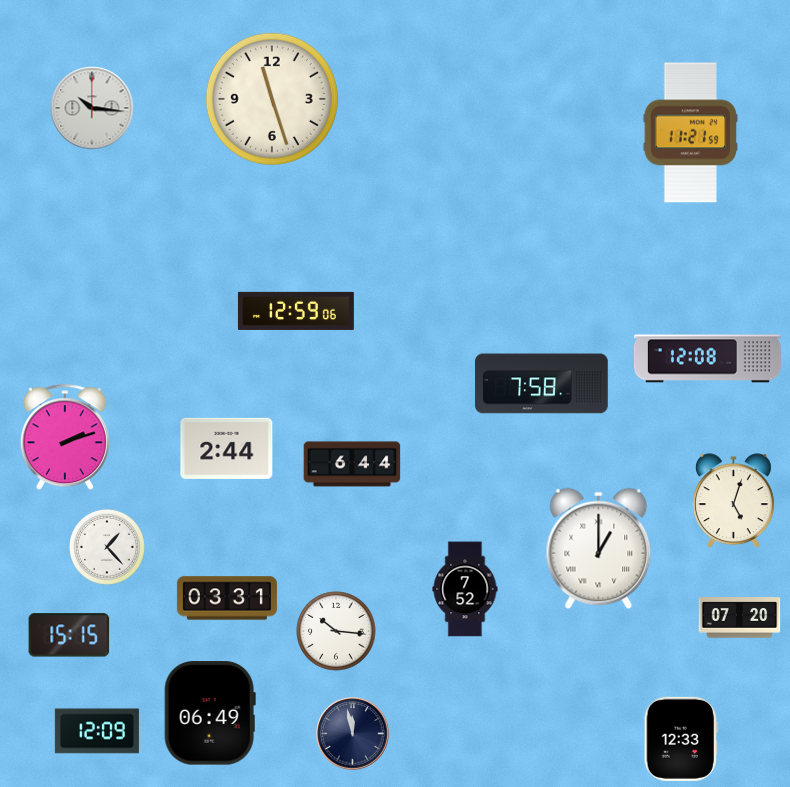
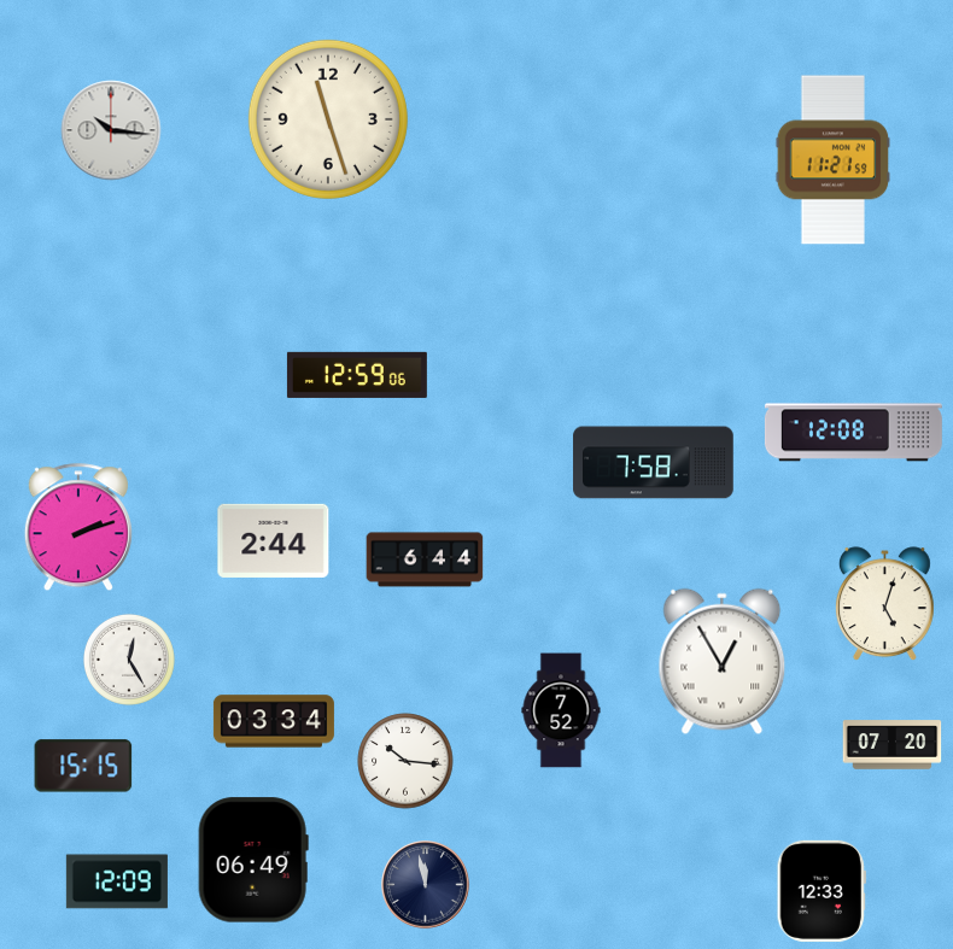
clock at (107, 547): 1:23 -> 12:25
clock at (599, 549): 1:00 -> 12:55
clock at (227, 598): 03:31 -> 03:34
